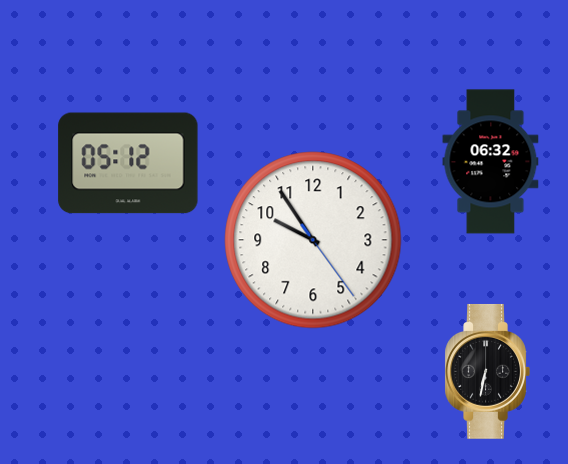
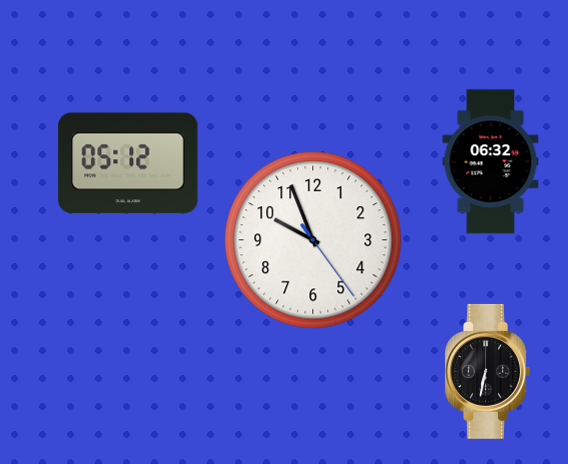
clock at (313, 240): 9:54 -> 9:56
